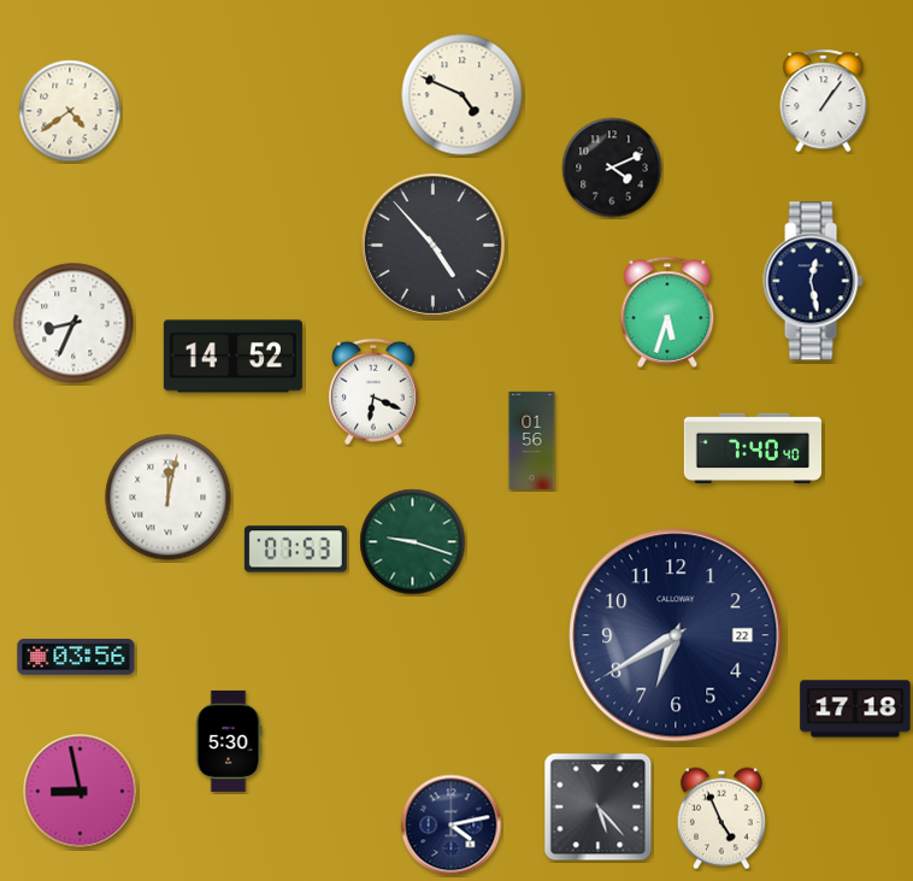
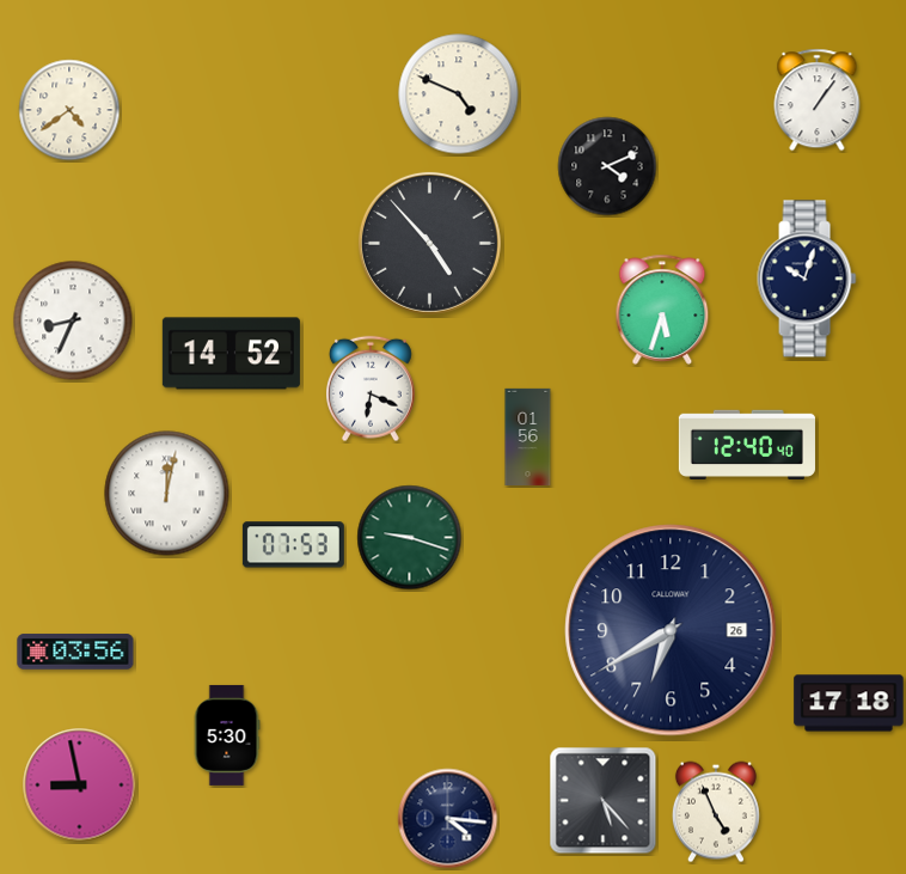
clock at (813, 281): 12:28 -> 10:03
clock at (753, 447): 7:40 -> 12:40
clock at (676, 635) date: 22 -> 26
clock at (599, 807) position: (599, 807) -> (604, 801)
clock at (452, 826): 4:13 -> 4:16
